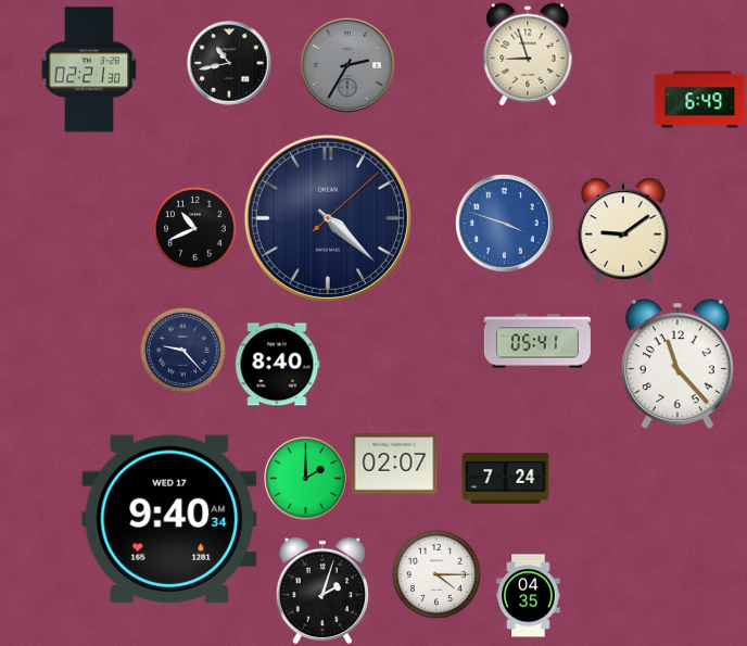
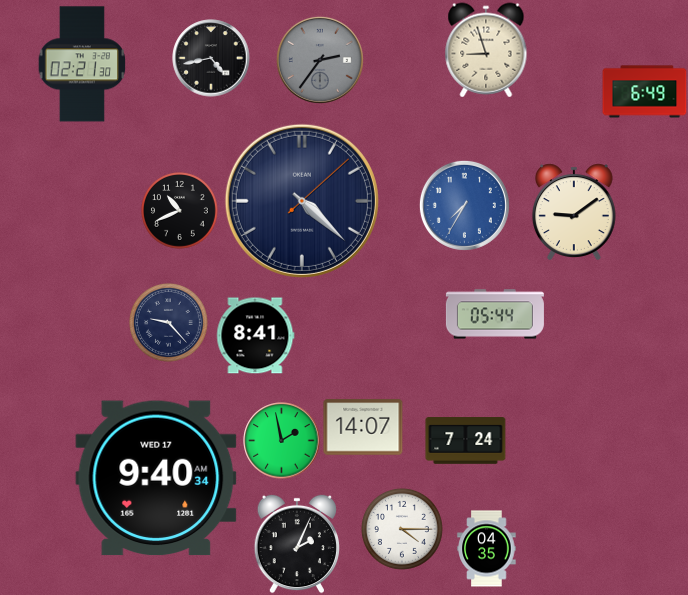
clock at (229, 63): 10:43 -> 4:43
clock at (347, 65): 2:35 -> 2:36
clock at (504, 223): 3:48 -> 7:35
clock at (537, 341): 05:41 -> 05:44
clock at (678, 364): 11:23 -> none
clock at (278, 365): 8:40 -> 8:41
clock at (394, 464): 02:07 -> 14:07
clock at (306, 479): 2:00 -> 1:58
clock at (322, 591): 2:03 -> 2:04
